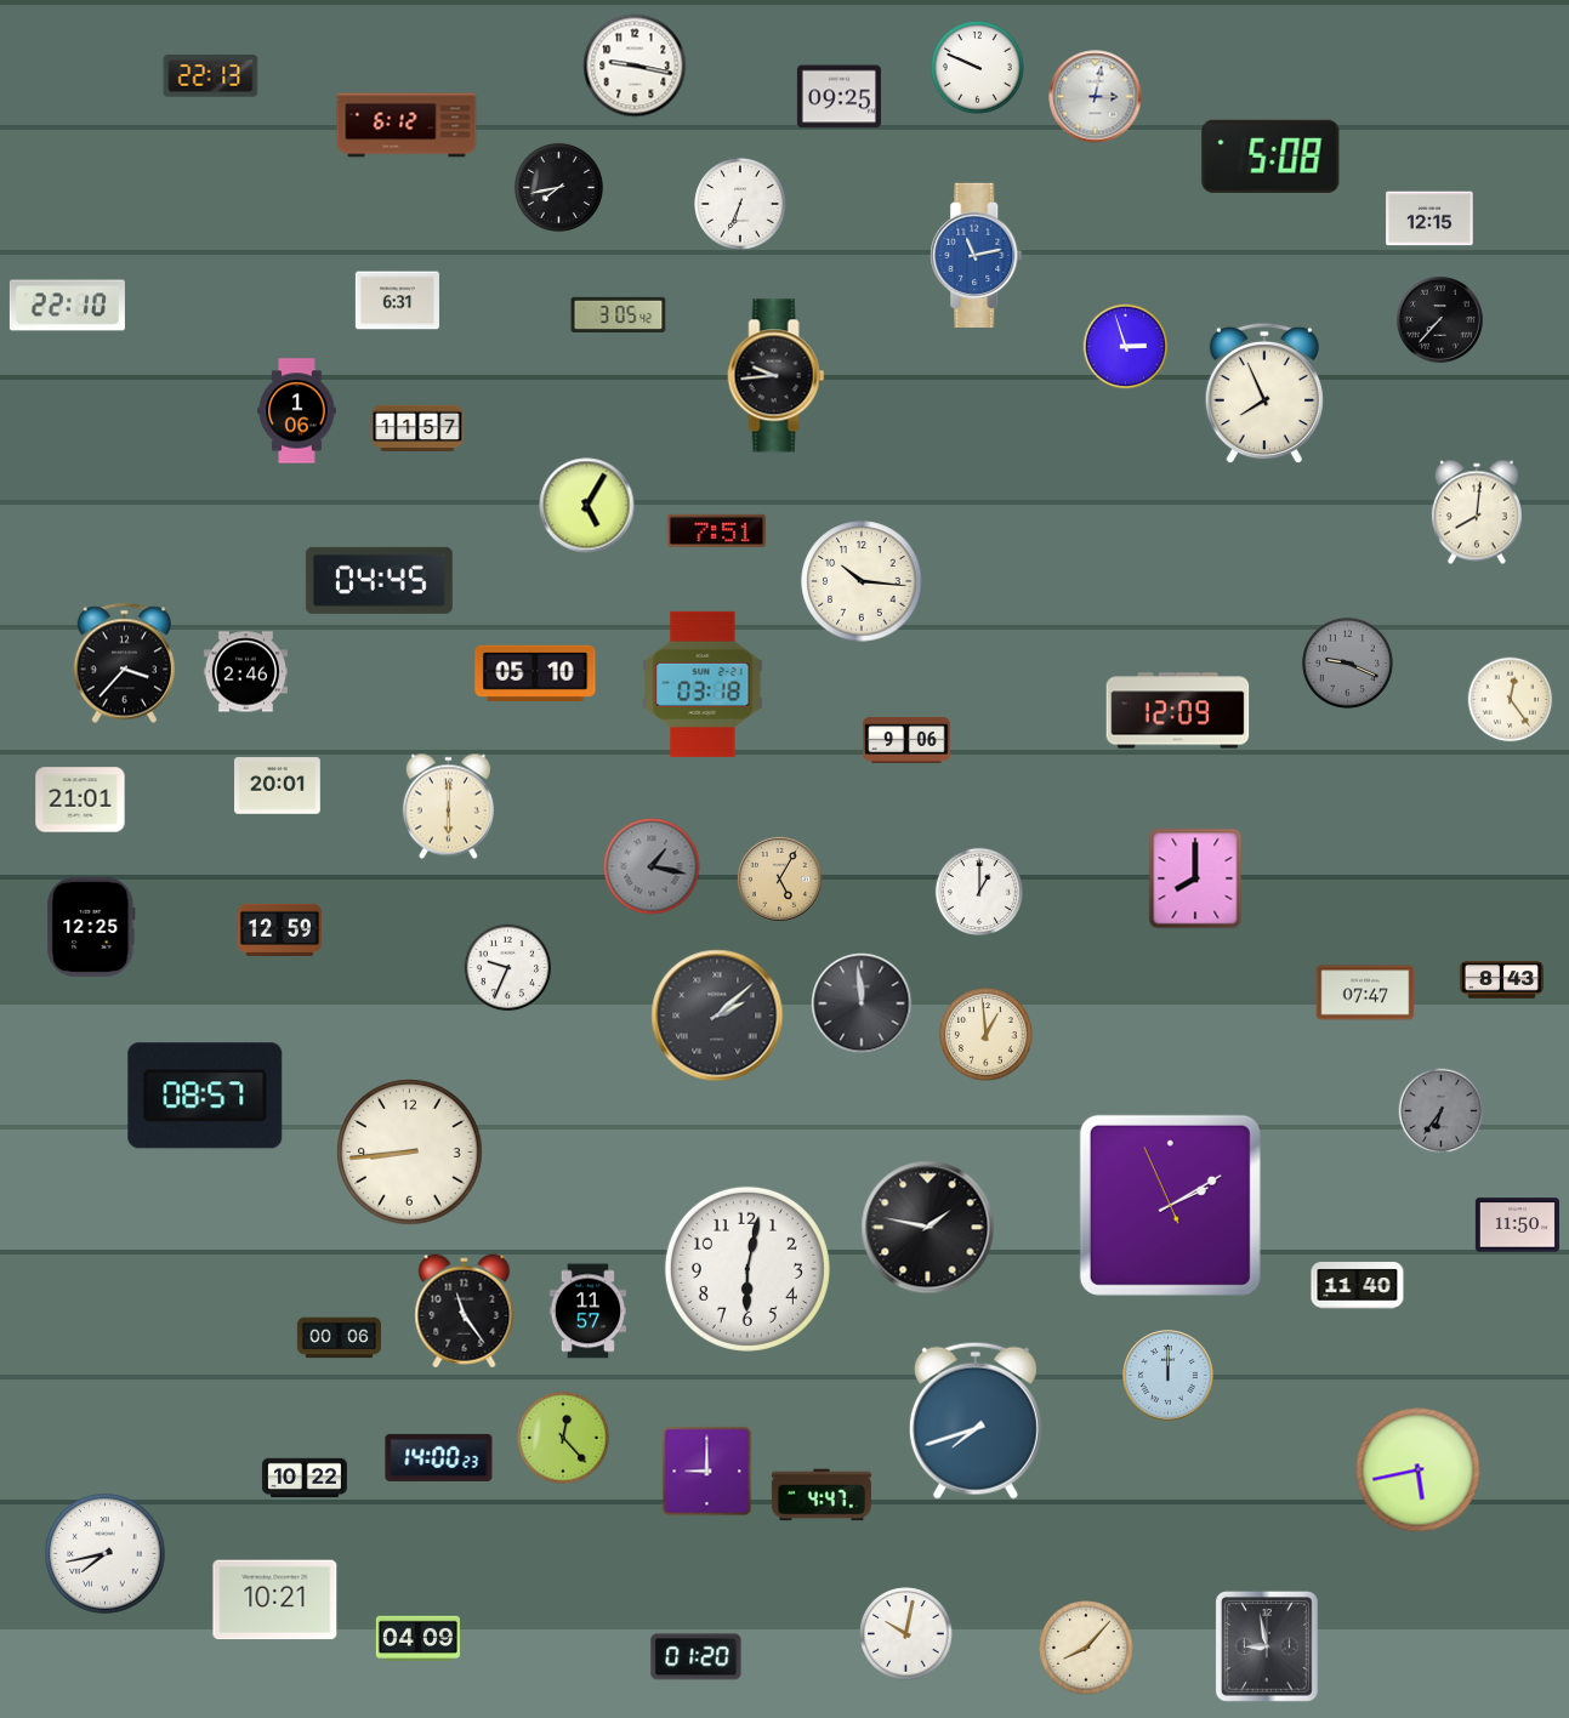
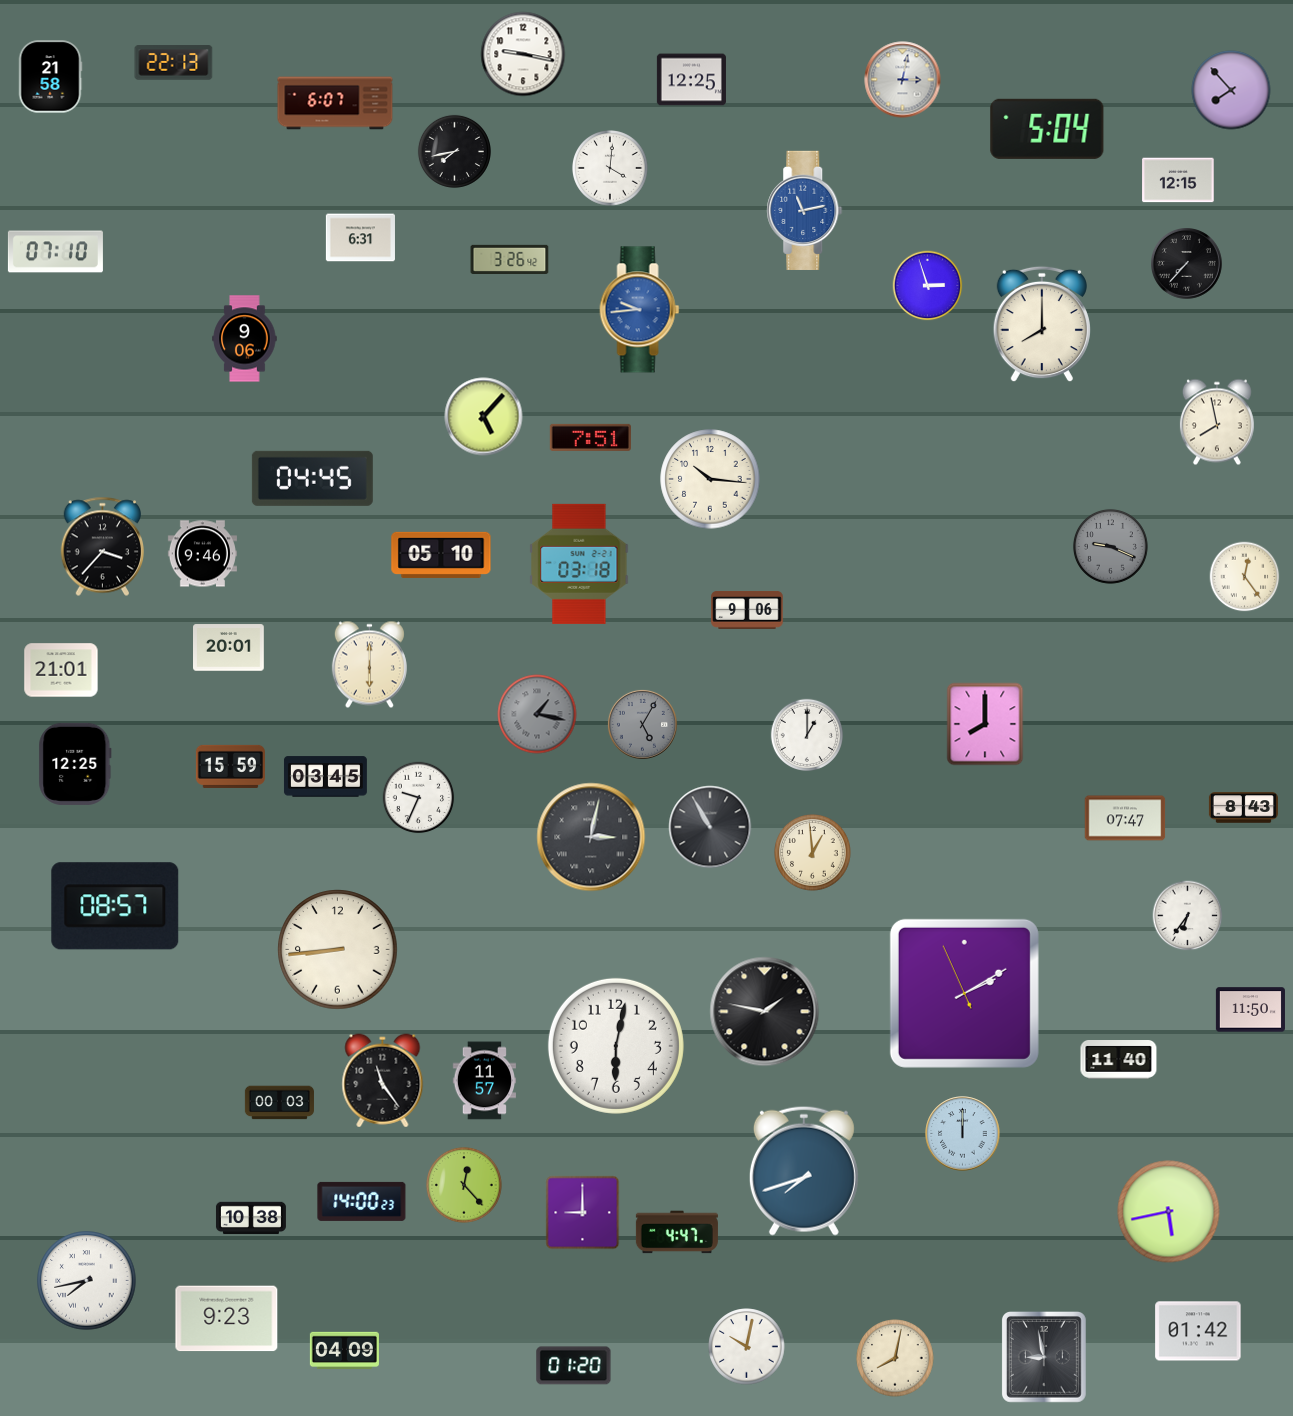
clock at (978, 68): 9:49 -> none
clock at (50, 77): none -> 21:58
clock at (838, 97): 09:25 -> 12:25
clock at (1231, 90): none -> 7:53
clock at (407, 125): 6:12 -> 6:07
clock at (1270, 157): 5:08 -> 5:04
clock at (558, 187) position: (558, 187) -> (454, 151)
clock at (741, 205): 6:34 -> 4:01
clock at (397, 301) position: (397, 301) -> (360, 238)
clock at (67, 306): 22:10 -> 07:10
clock at (619, 314): 3:05 -> 3:26
clock at (777, 376) dial: black -> blue
clock at (1264, 393): 7:56 -> 8:00
clock at (297, 411): 1:06 -> 9:06
clock at (417, 428): 11:57 -> none
clock at (587, 506): 5:05 -> 5:07
clock at (1477, 512): 8:01 -> 7:58
clock at (245, 672): 2:46 -> 9:46
clock at (1178, 711): 12:09 -> none
clock at (80, 800) position: (80, 800) -> (61, 670)
clock at (779, 878) dial: champagne -> grey
clock at (279, 929): 12:59 -> 15:59
clock at (325, 777): none -> 03:45
clock at (1501, 980) position: (1501, 980) -> (1243, 808)
clock at (862, 1003): 11:59 -> 10:55
clock at (717, 1016): 2:08 -> 3:02
clock at (205, 1096) position: (205, 1096) -> (115, 906)
clock at (1442, 1111) dial: grey -> white
clock at (339, 1338): 00:06 -> 00:03
clock at (305, 1478): 10:22 -> 10:38
clock at (275, 1600): 10:21 -> 9:23
clock at (1198, 1331): none -> 01:42
clock at (1086, 1648): 8:07 -> 8:02
